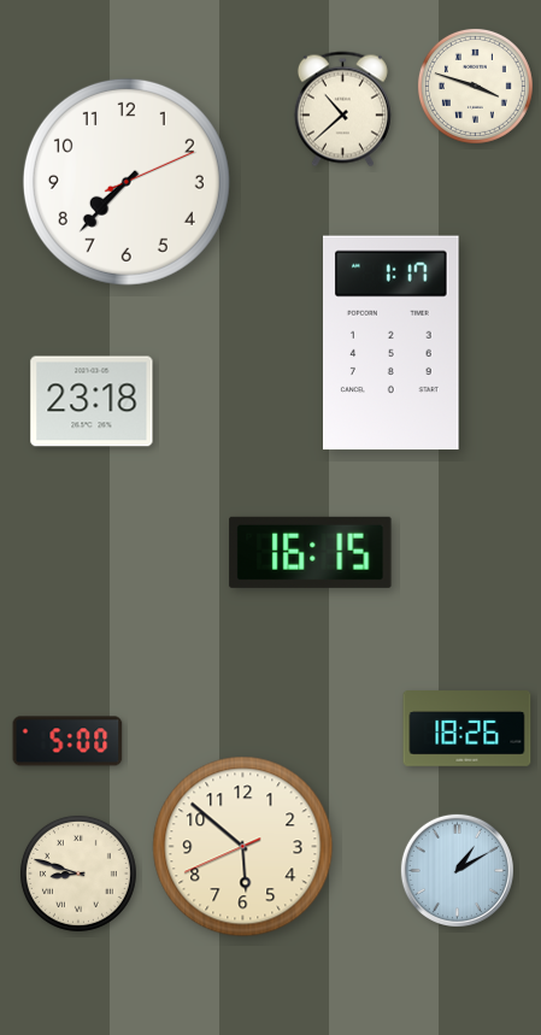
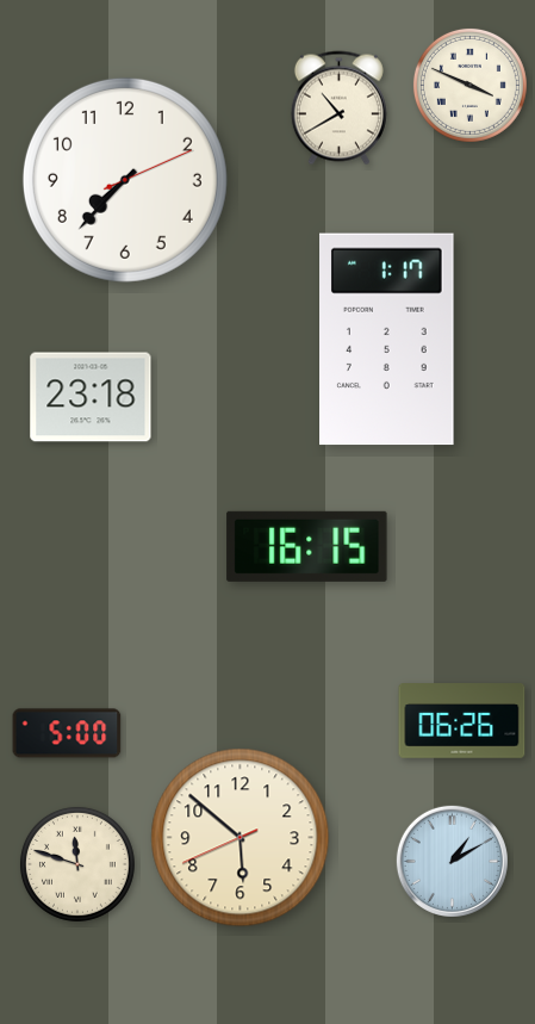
clock at (475, 86): 3:48 -> 3:49
clock at (342, 110): 10:38 -> 10:40
clock at (468, 729): 18:26 -> 06:26
clock at (78, 874): 8:48 -> 11:48
